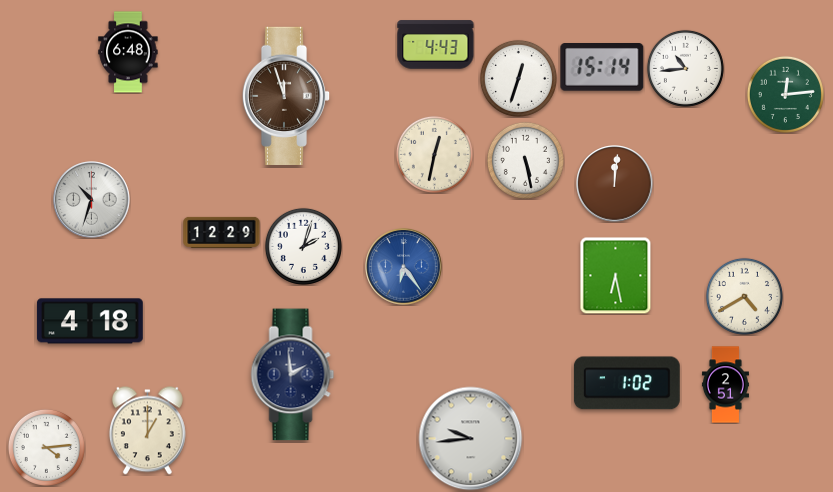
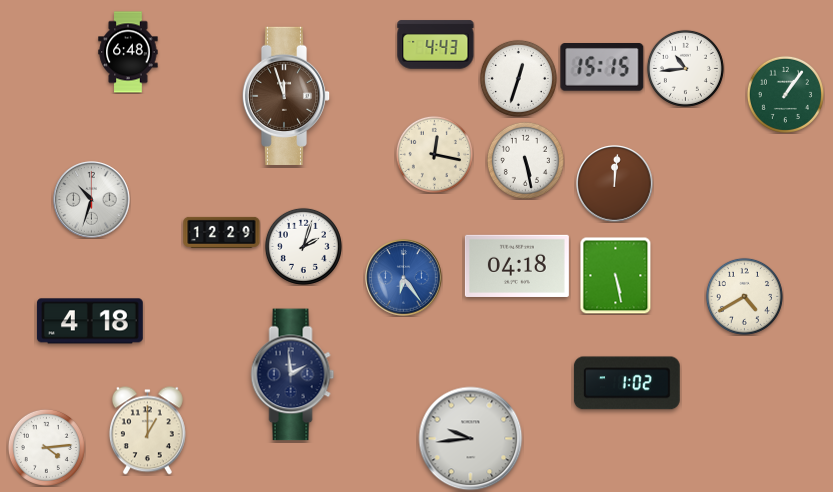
clock at (602, 68): 15:14 -> 15:15
clock at (785, 94): 12:14 -> 1:06
clock at (434, 154): 12:32 -> 12:17
clock at (517, 266): none -> 04:18
clock at (404, 267) position: (404, 267) -> (404, 278)
clock at (616, 275): 6:28 -> 5:28
clock at (725, 385): 2:51 -> none
